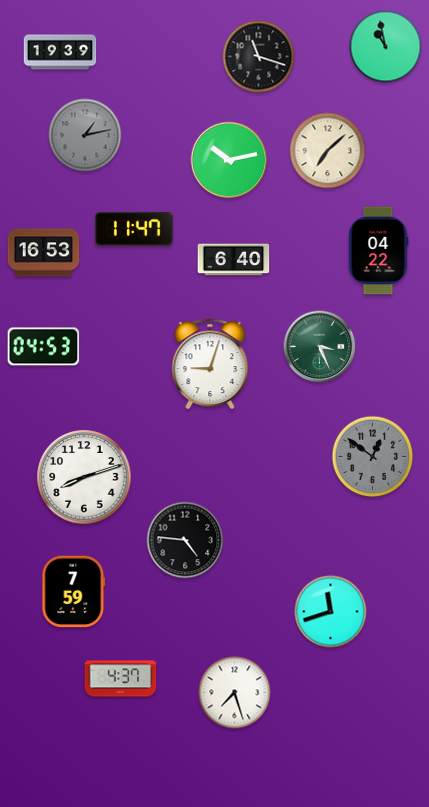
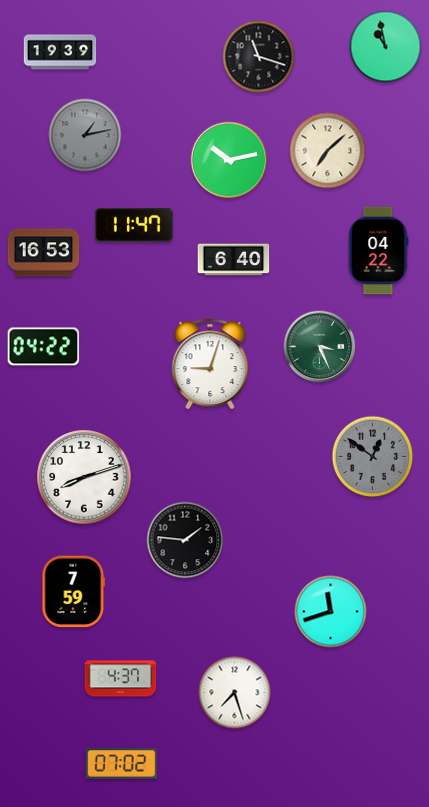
clock at (134, 229) position: (134, 229) -> (134, 225)
clock at (44, 347): 04:53 -> 04:22
clock at (185, 540): 4:46 -> 1:46
clock at (122, 764): none -> 07:02
